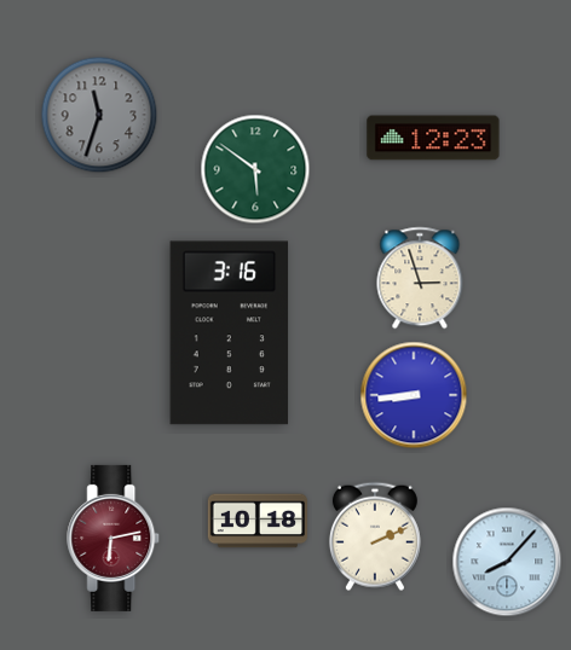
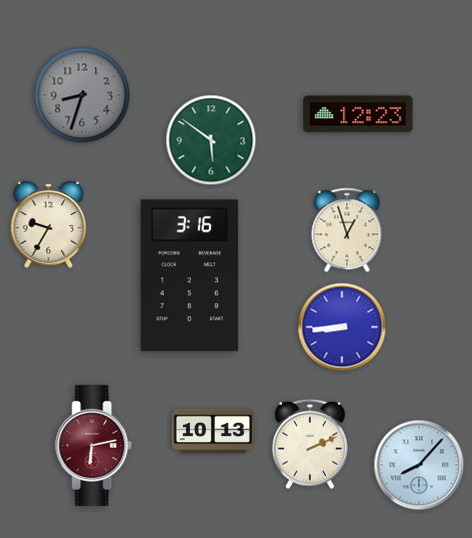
clock at (99, 115): 11:33 -> 8:33
clock at (49, 224): none -> 9:35
clock at (420, 278): 2:57 -> 12:57
clock at (256, 521): 10:18 -> 10:13
